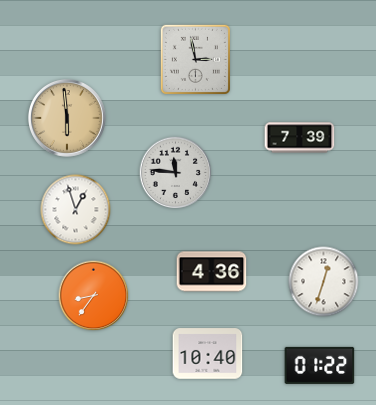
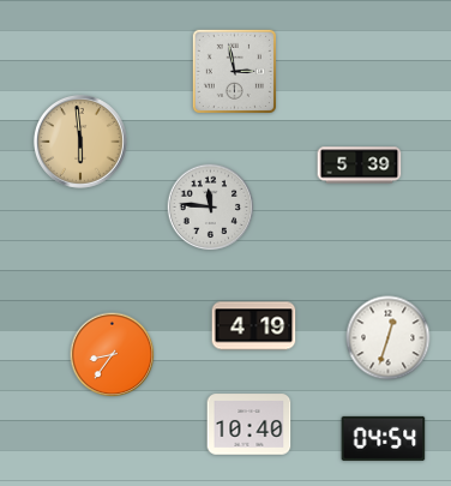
clock at (300, 138): 7:39 -> 5:39
clock at (76, 210): 12:57 -> none
clock at (212, 272): 4:36 -> 4:19
clock at (320, 365): 01:22 -> 04:54
